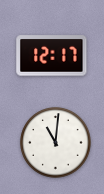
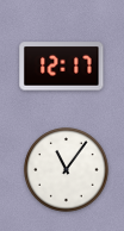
clock at (56, 143): 11:01 -> 11:06
